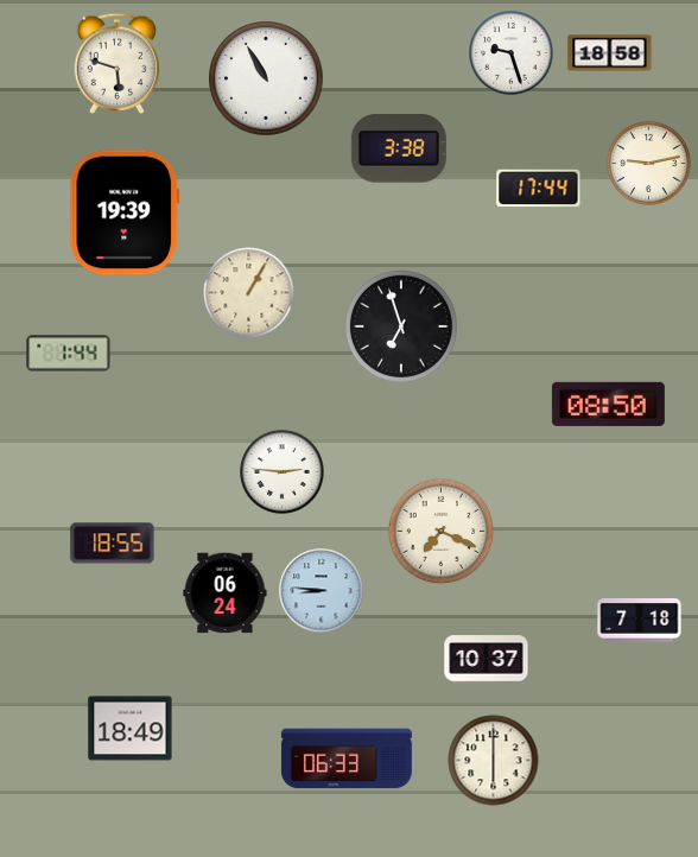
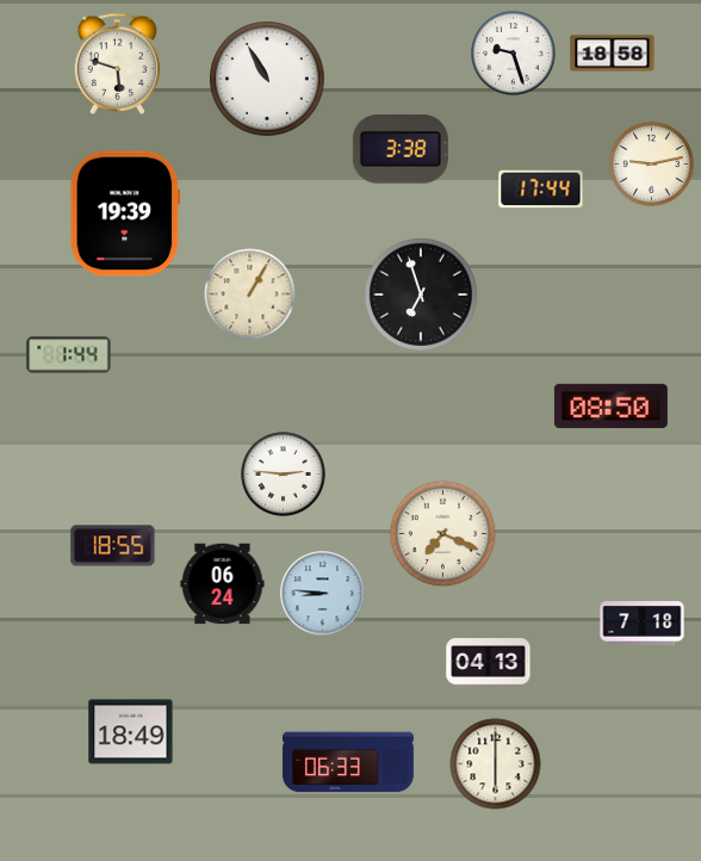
clock at (401, 326) position: (401, 326) -> (421, 295)
clock at (226, 593) position: (226, 593) -> (223, 584)
clock at (487, 660): 10:37 -> 04:13
